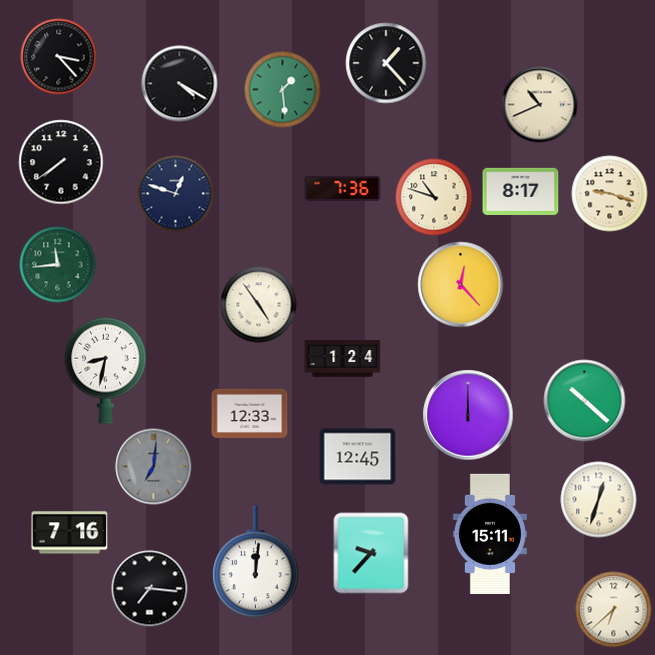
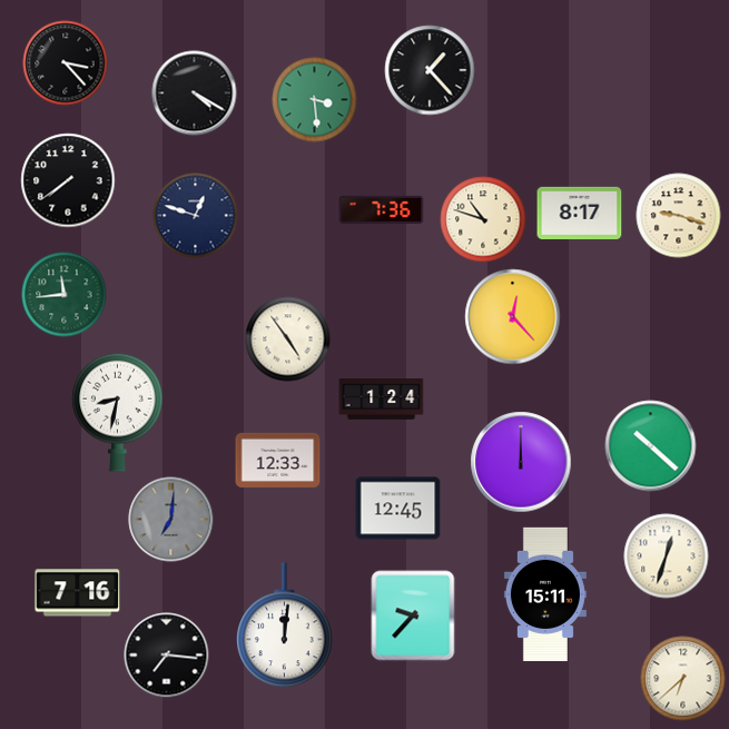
clock at (180, 84) position: (180, 84) -> (195, 93)
clock at (283, 90): 1:29 -> 3:29
clock at (540, 105): 10:41 -> none
